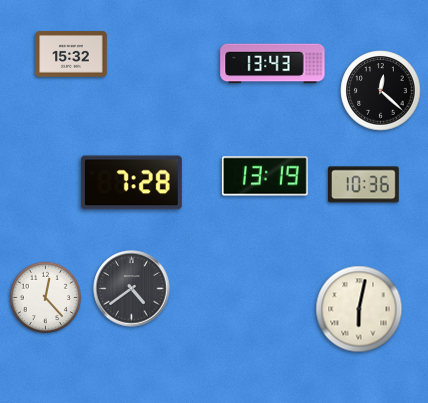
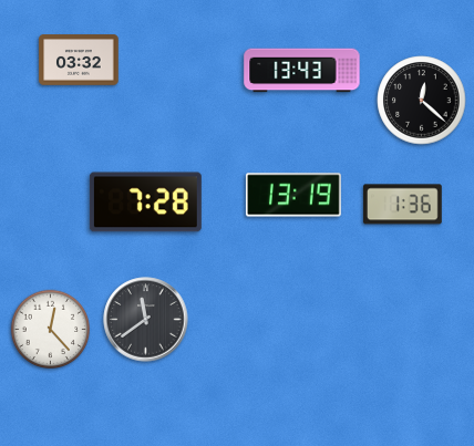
clock at (71, 54): 15:32 -> 03:32
clock at (363, 185): 10:36 -> 1:36
clock at (132, 289): 4:39 -> 11:39
clock at (359, 309): 6:02 -> none
